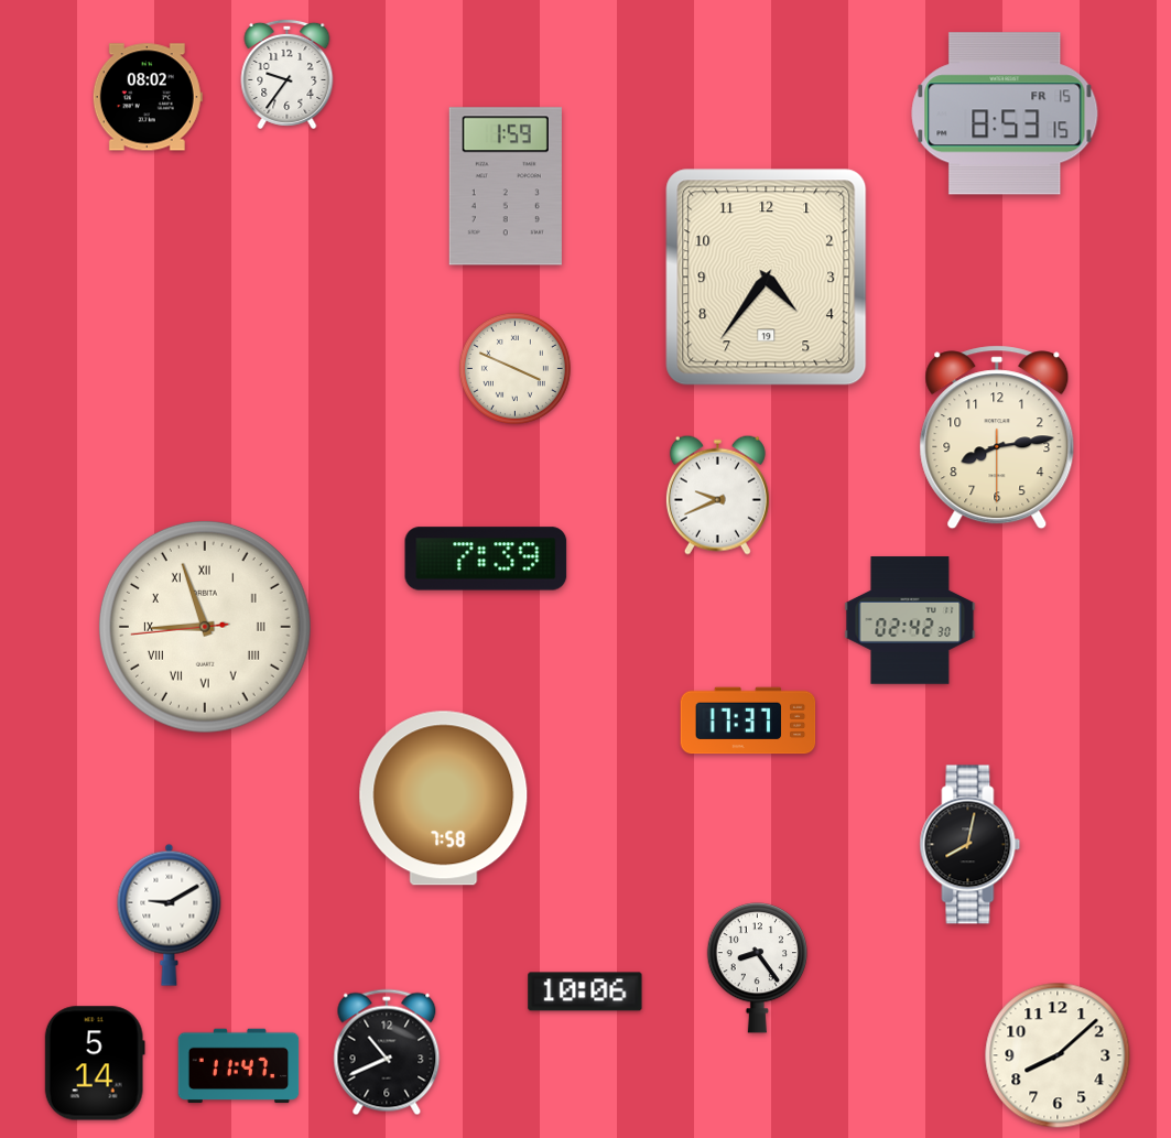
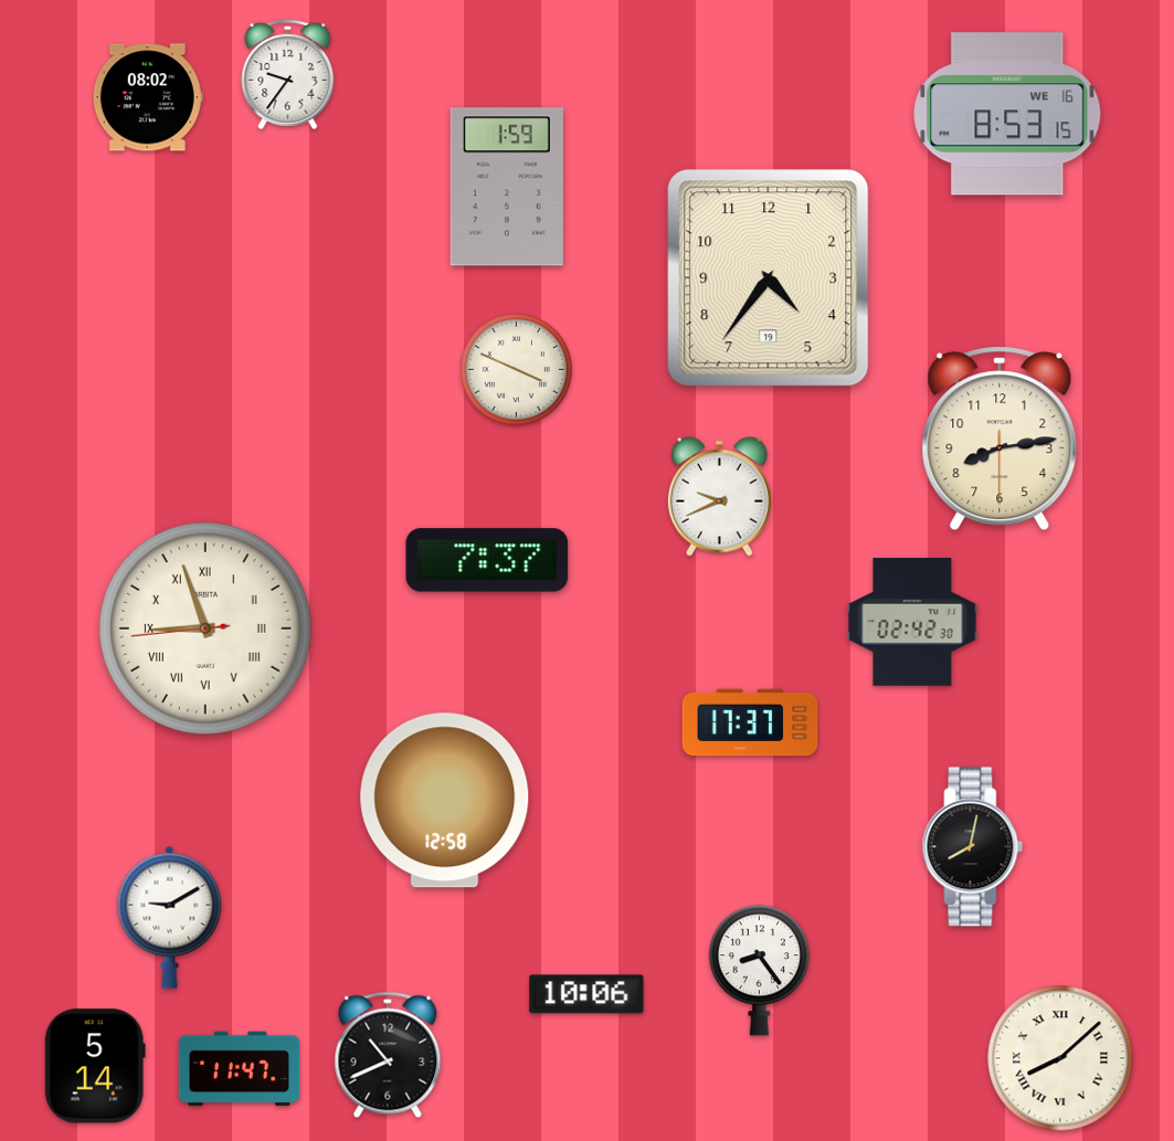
clock at (1005, 113) date: FR 15 -> WE 16
clock at (486, 559): 7:39 -> 7:37
clock at (444, 799): 7:58 -> 12:58
clock at (1058, 1055) numerals: Arabic -> Roman
